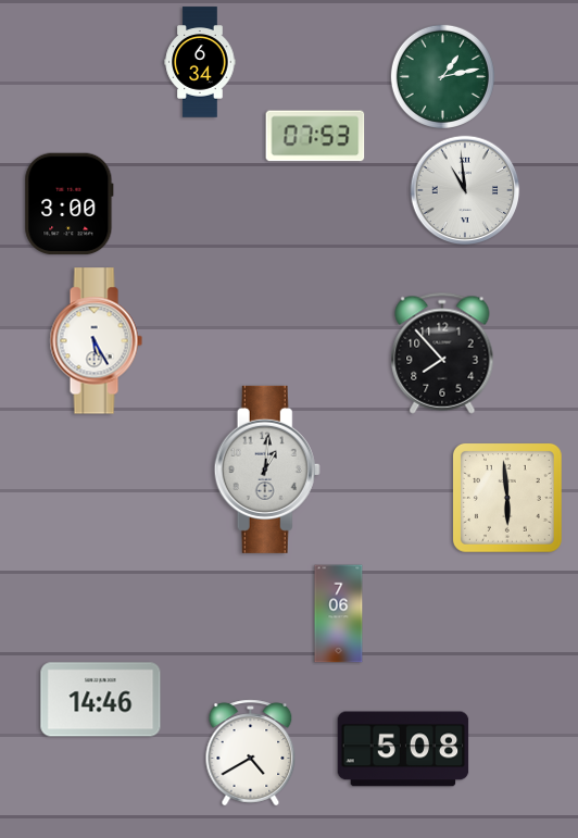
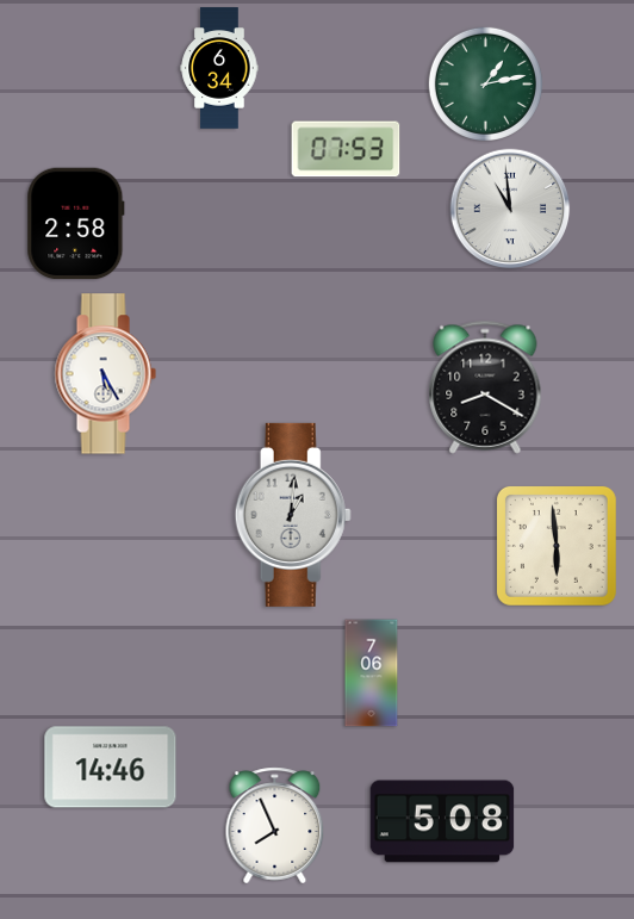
clock at (70, 204): 3:00 -> 2:58
clock at (442, 353): 7:53 -> 8:20
clock at (251, 753): 4:40 -> 7:56
